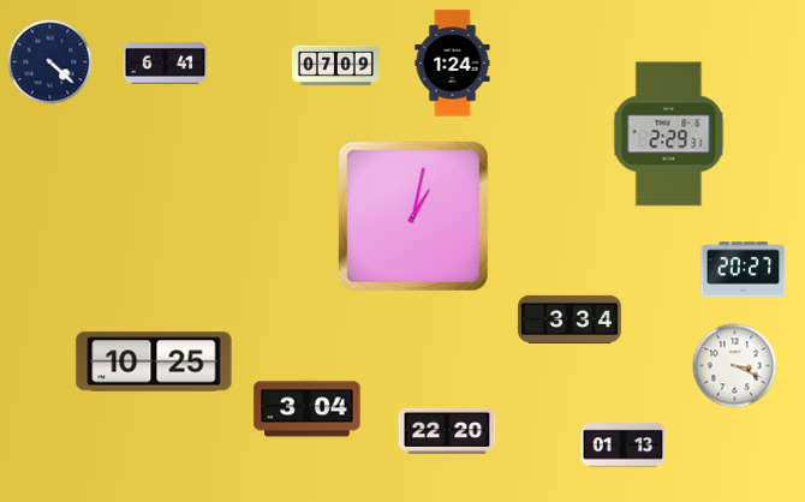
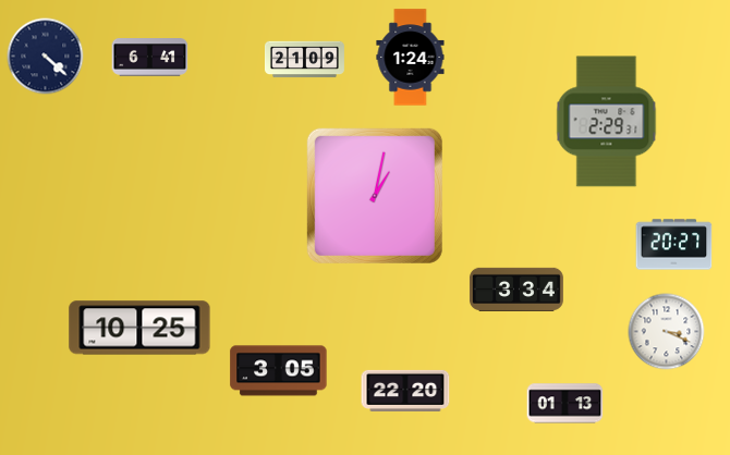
clock at (336, 66): 07:09 -> 21:09
clock at (308, 410): 3:04 -> 3:05
